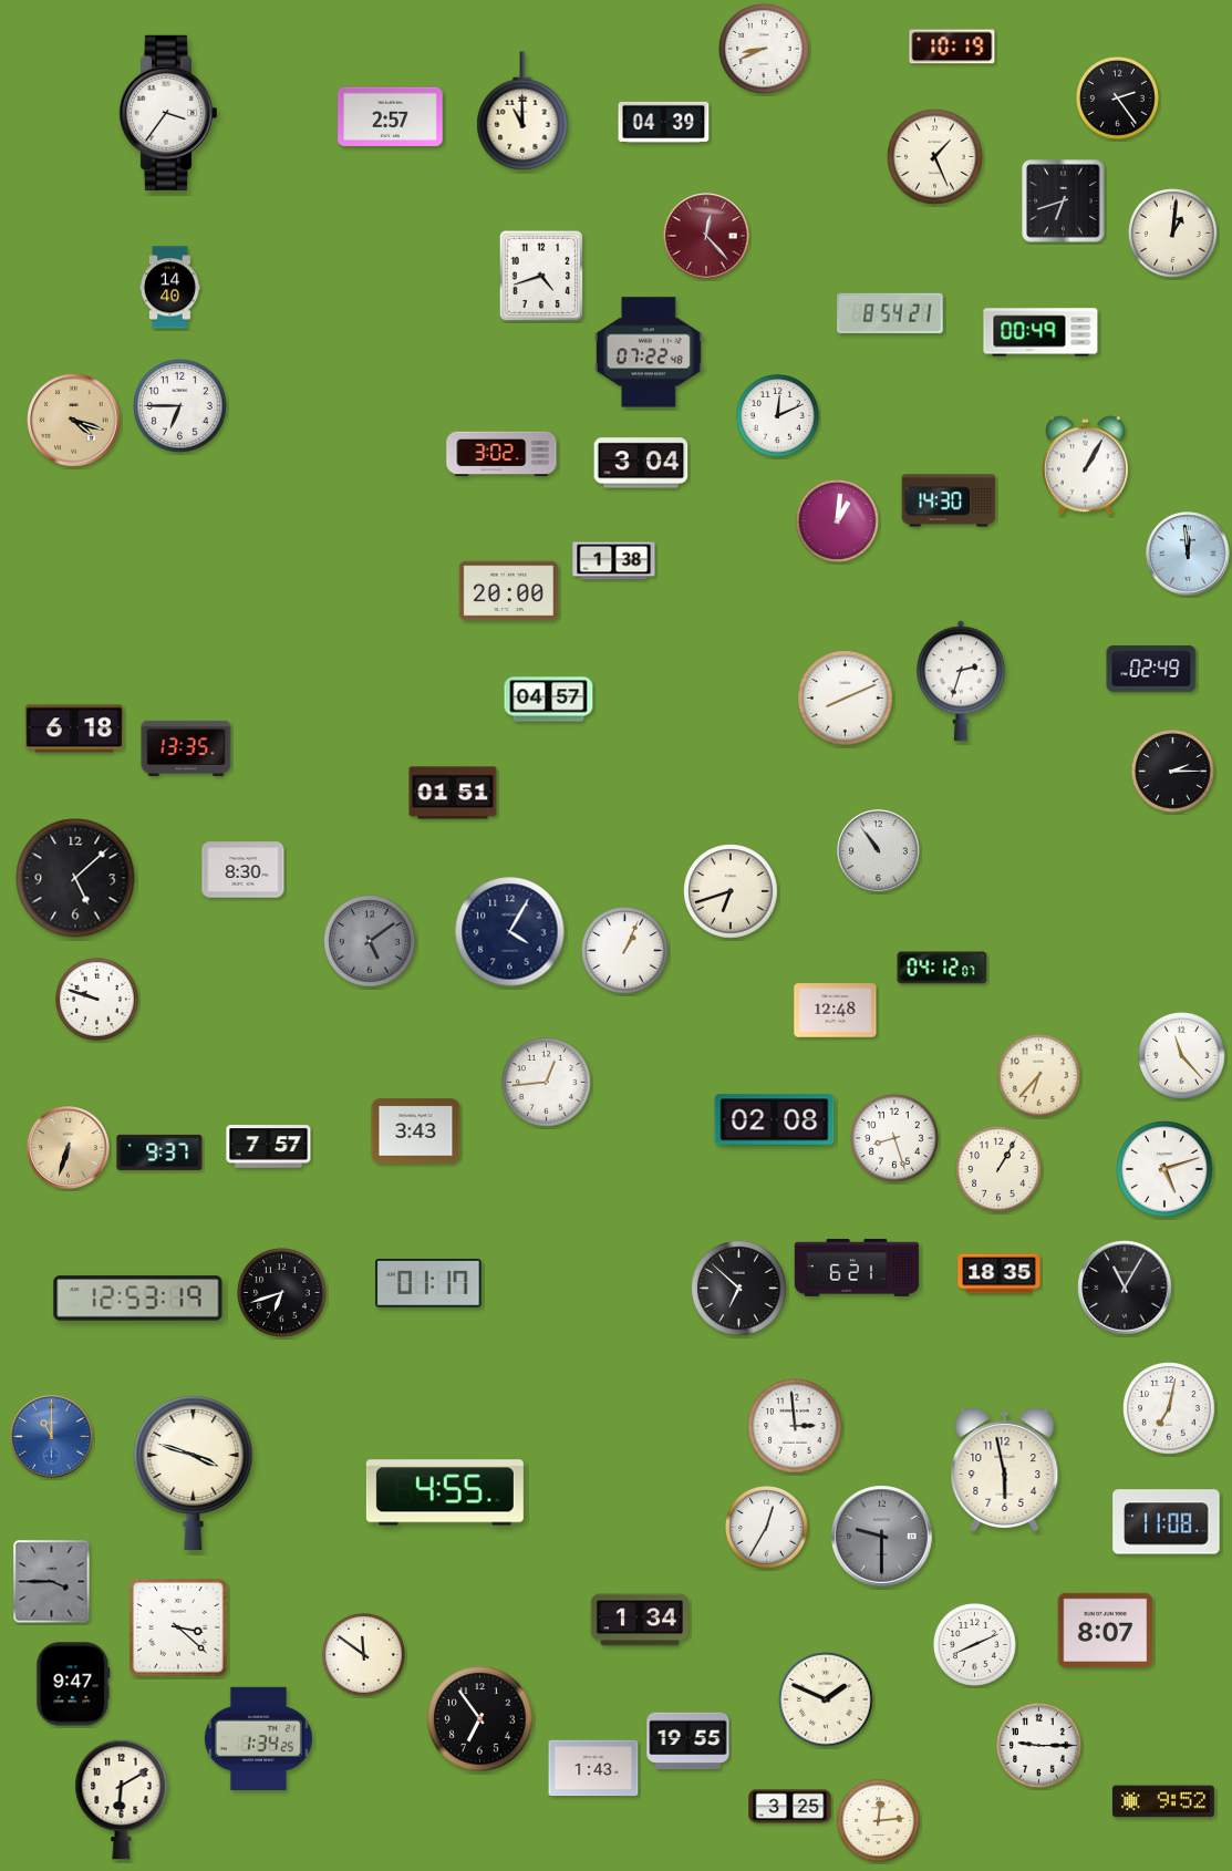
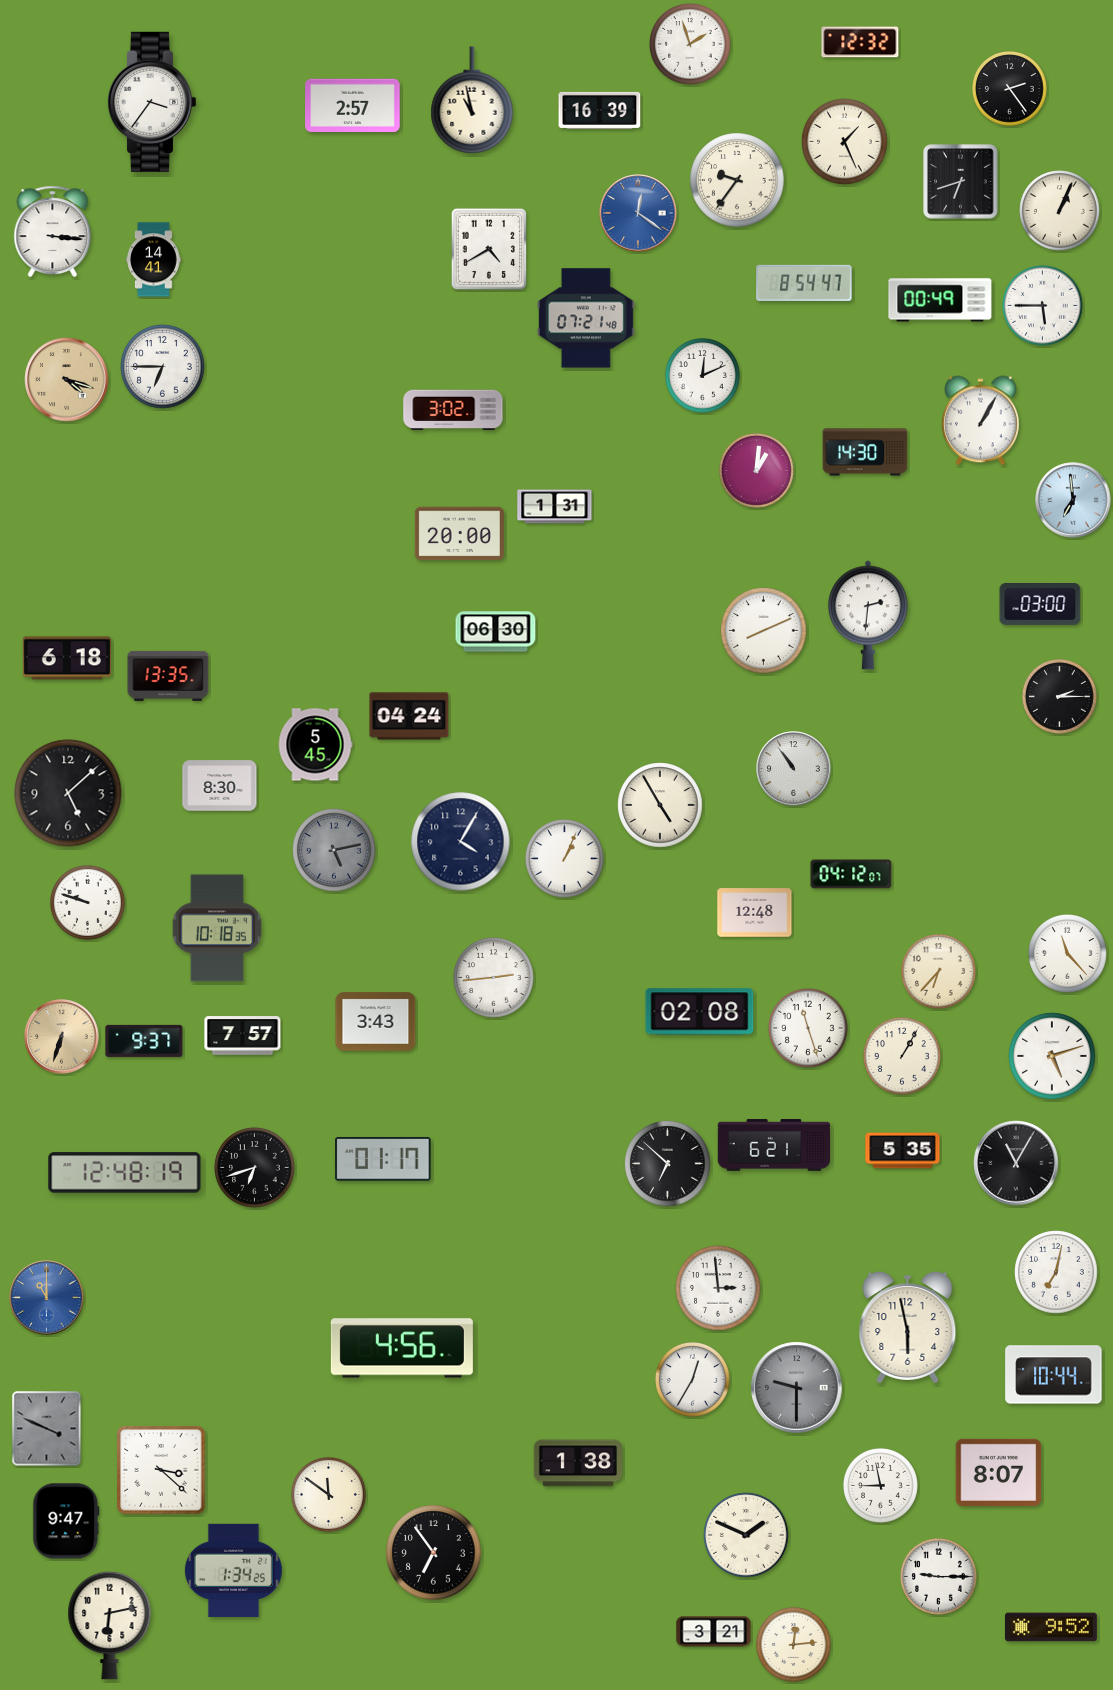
clock at (952, 46): 10:19 -> 12:32
clock at (764, 49): 8:41 -> 1:57
clock at (522, 111): 11:00 -> 10:58
clock at (664, 122): 04:39 -> 16:39
clock at (737, 180): none -> 9:36
clock at (1173, 234): 1:01 -> 1:04
clock at (706, 236): 12:23 -> 12:21
clock at (706, 236) dial: burgundy -> blue
clock at (53, 232): none -> 3:16
clock at (541, 276): 4:42 -> 4:40
clock at (170, 288): 14:40 -> 14:41
clock at (890, 313): 8:54:21 -> 8:54:47
clock at (1043, 306): none -> 5:45
clock at (649, 352): 07:22 -> 07:21
clock at (641, 463): 3:04 -> none
clock at (949, 500) position: (949, 500) -> (865, 452)
clock at (1188, 554): 11:59 -> 6:59
clock at (614, 561): 1:38 -> 1:31
clock at (1151, 670): 02:49 -> 03:00
clock at (961, 681): 2:33 -> 2:31
clock at (549, 700): 04:57 -> 06:30
clock at (453, 793): 01:51 -> 04:24
clock at (315, 745): none -> 5:45
clock at (731, 891): 6:42 -> 4:55
clock at (370, 941): 5:09 -> 5:13
clock at (217, 928): none -> 10:18
clock at (547, 1083): 12:44 -> 2:44
clock at (894, 1138): 8:27 -> 11:27
clock at (1000, 1274): 18:35 -> 5:35
clock at (428, 1283) position: (428, 1283) -> (383, 1159)
clock at (138, 1299): 12:53 -> 12:48
clock at (194, 1472): 3:48 -> none
clock at (445, 1492): 4:55 -> 4:56
clock at (1167, 1522): 11:08 -> 10:44
clock at (52, 1582): 3:45 -> 3:49
clock at (639, 1620): 1:34 -> 1:38
clock at (975, 1645): 8:11 -> 8:58
clock at (689, 1741): 19:55 -> none
clock at (593, 1768): 1:43 -> none
clock at (122, 1799): 6:10 -> 6:13
clock at (790, 1807): 3:25 -> 3:21
